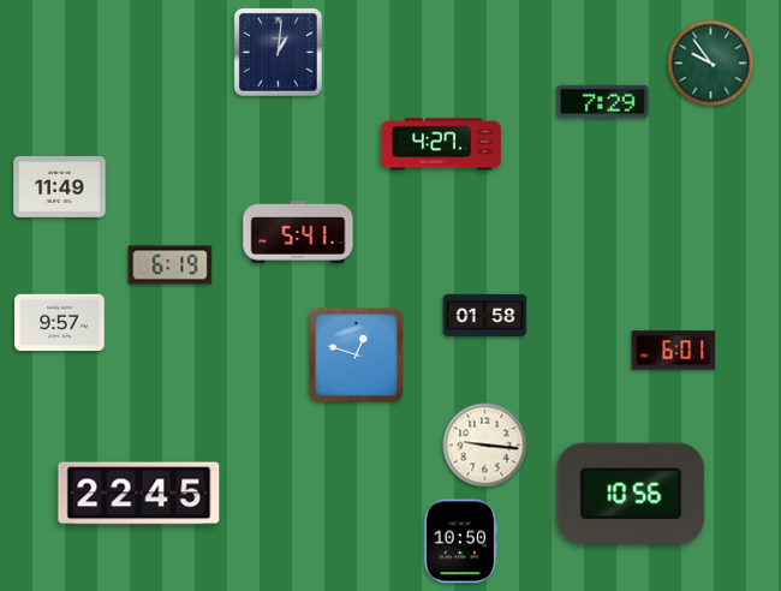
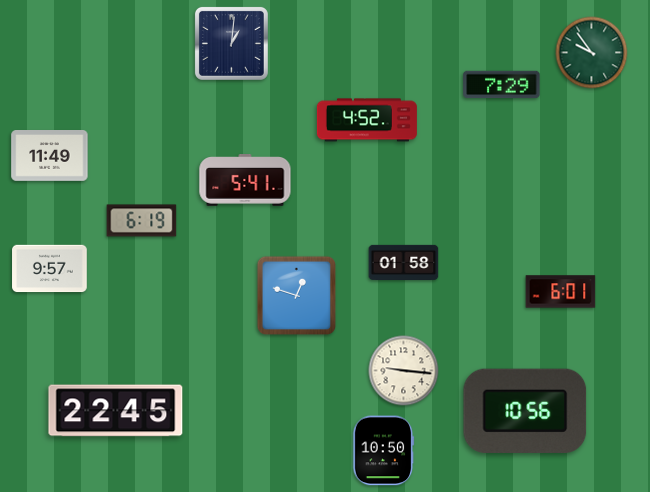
clock at (441, 144): 4:27 -> 4:52
clock at (298, 232) position: (298, 232) -> (245, 180)
